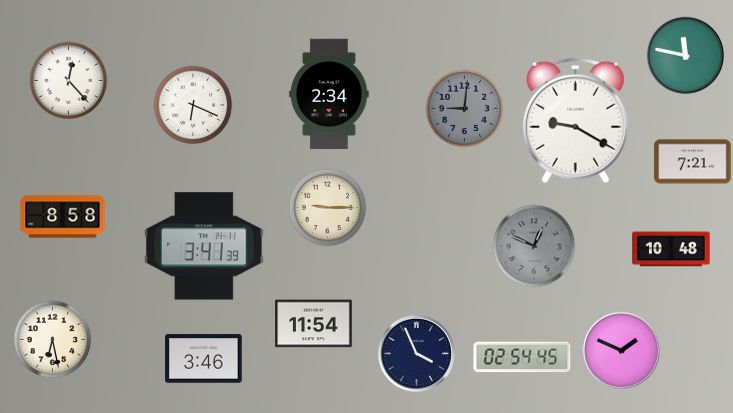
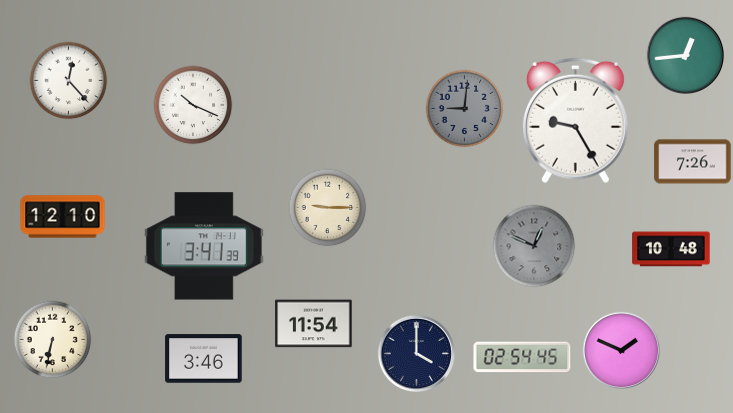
clock at (685, 55): 11:47 -> 12:44
clock at (329, 93): 2:34 -> none
clock at (193, 105): 6:19 -> 10:19
clock at (575, 121): 9:20 -> 9:25
clock at (693, 162): 7:21 -> 7:26
clock at (63, 217): 8:58 -> 12:10
clock at (52, 339): 6:28 -> 6:32
clock at (416, 353): 3:56 -> 4:00
